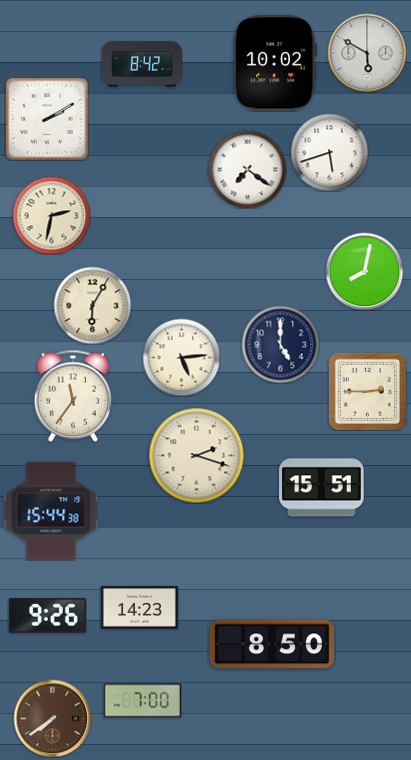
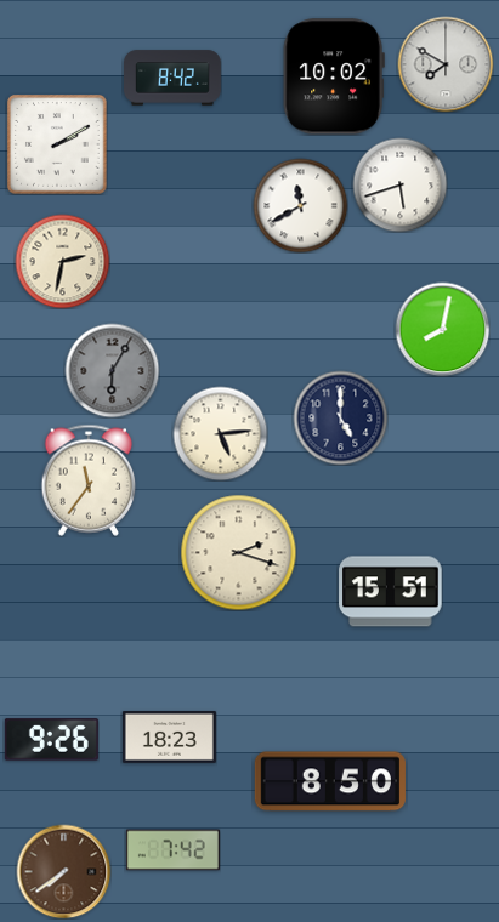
clock at (367, 53): 5:50 -> 7:50
clock at (247, 169): 7:21 -> 11:40
clock at (92, 305) dial: cream -> grey
clock at (367, 391): 2:45 -> none
clock at (51, 511): 15:44 -> none
clock at (139, 607): 14:23 -> 18:23
clock at (47, 616) position: (47, 616) -> (51, 740)
clock at (142, 701): 7:00 -> 7:42
